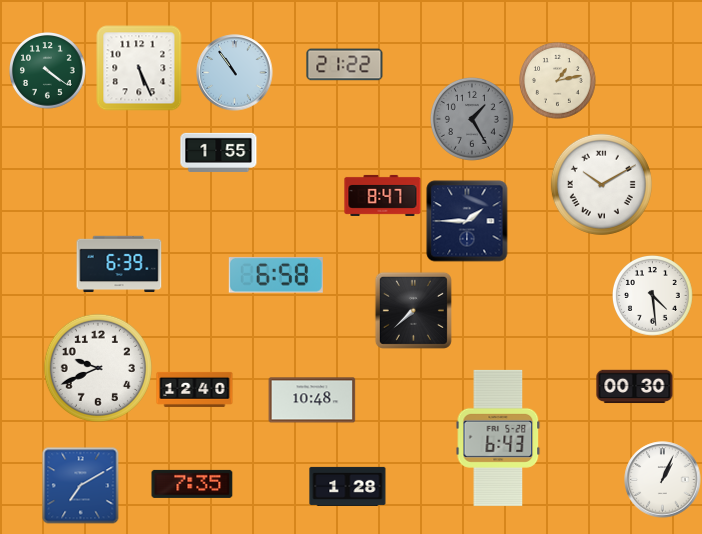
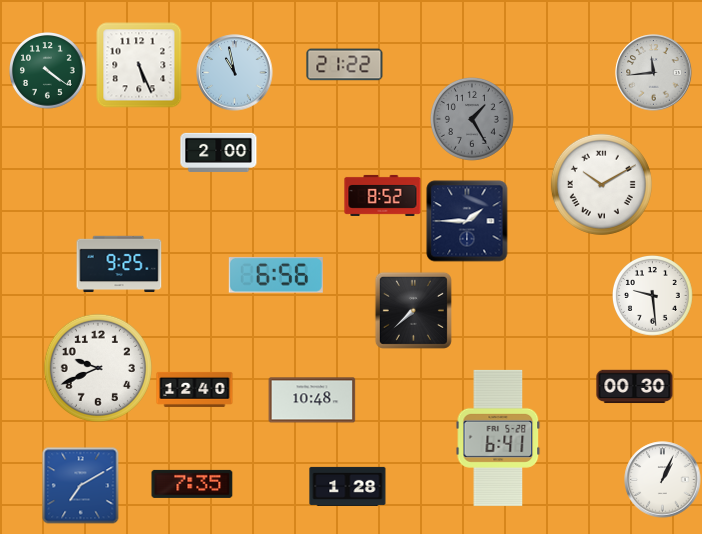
clock at (139, 68) position: (139, 68) -> (139, 65)
clock at (235, 73): 10:54 -> 10:58
clock at (654, 73): none -> 11:44
clock at (558, 81): 1:13 -> none
clock at (219, 152): 1:55 -> 2:00
clock at (383, 195): 8:47 -> 8:52
clock at (119, 264): 6:39 -> 9:25
clock at (276, 275): 6:58 -> 6:56
clock at (653, 296): 4:29 -> 9:29
clock at (498, 438): 6:43 -> 6:41
